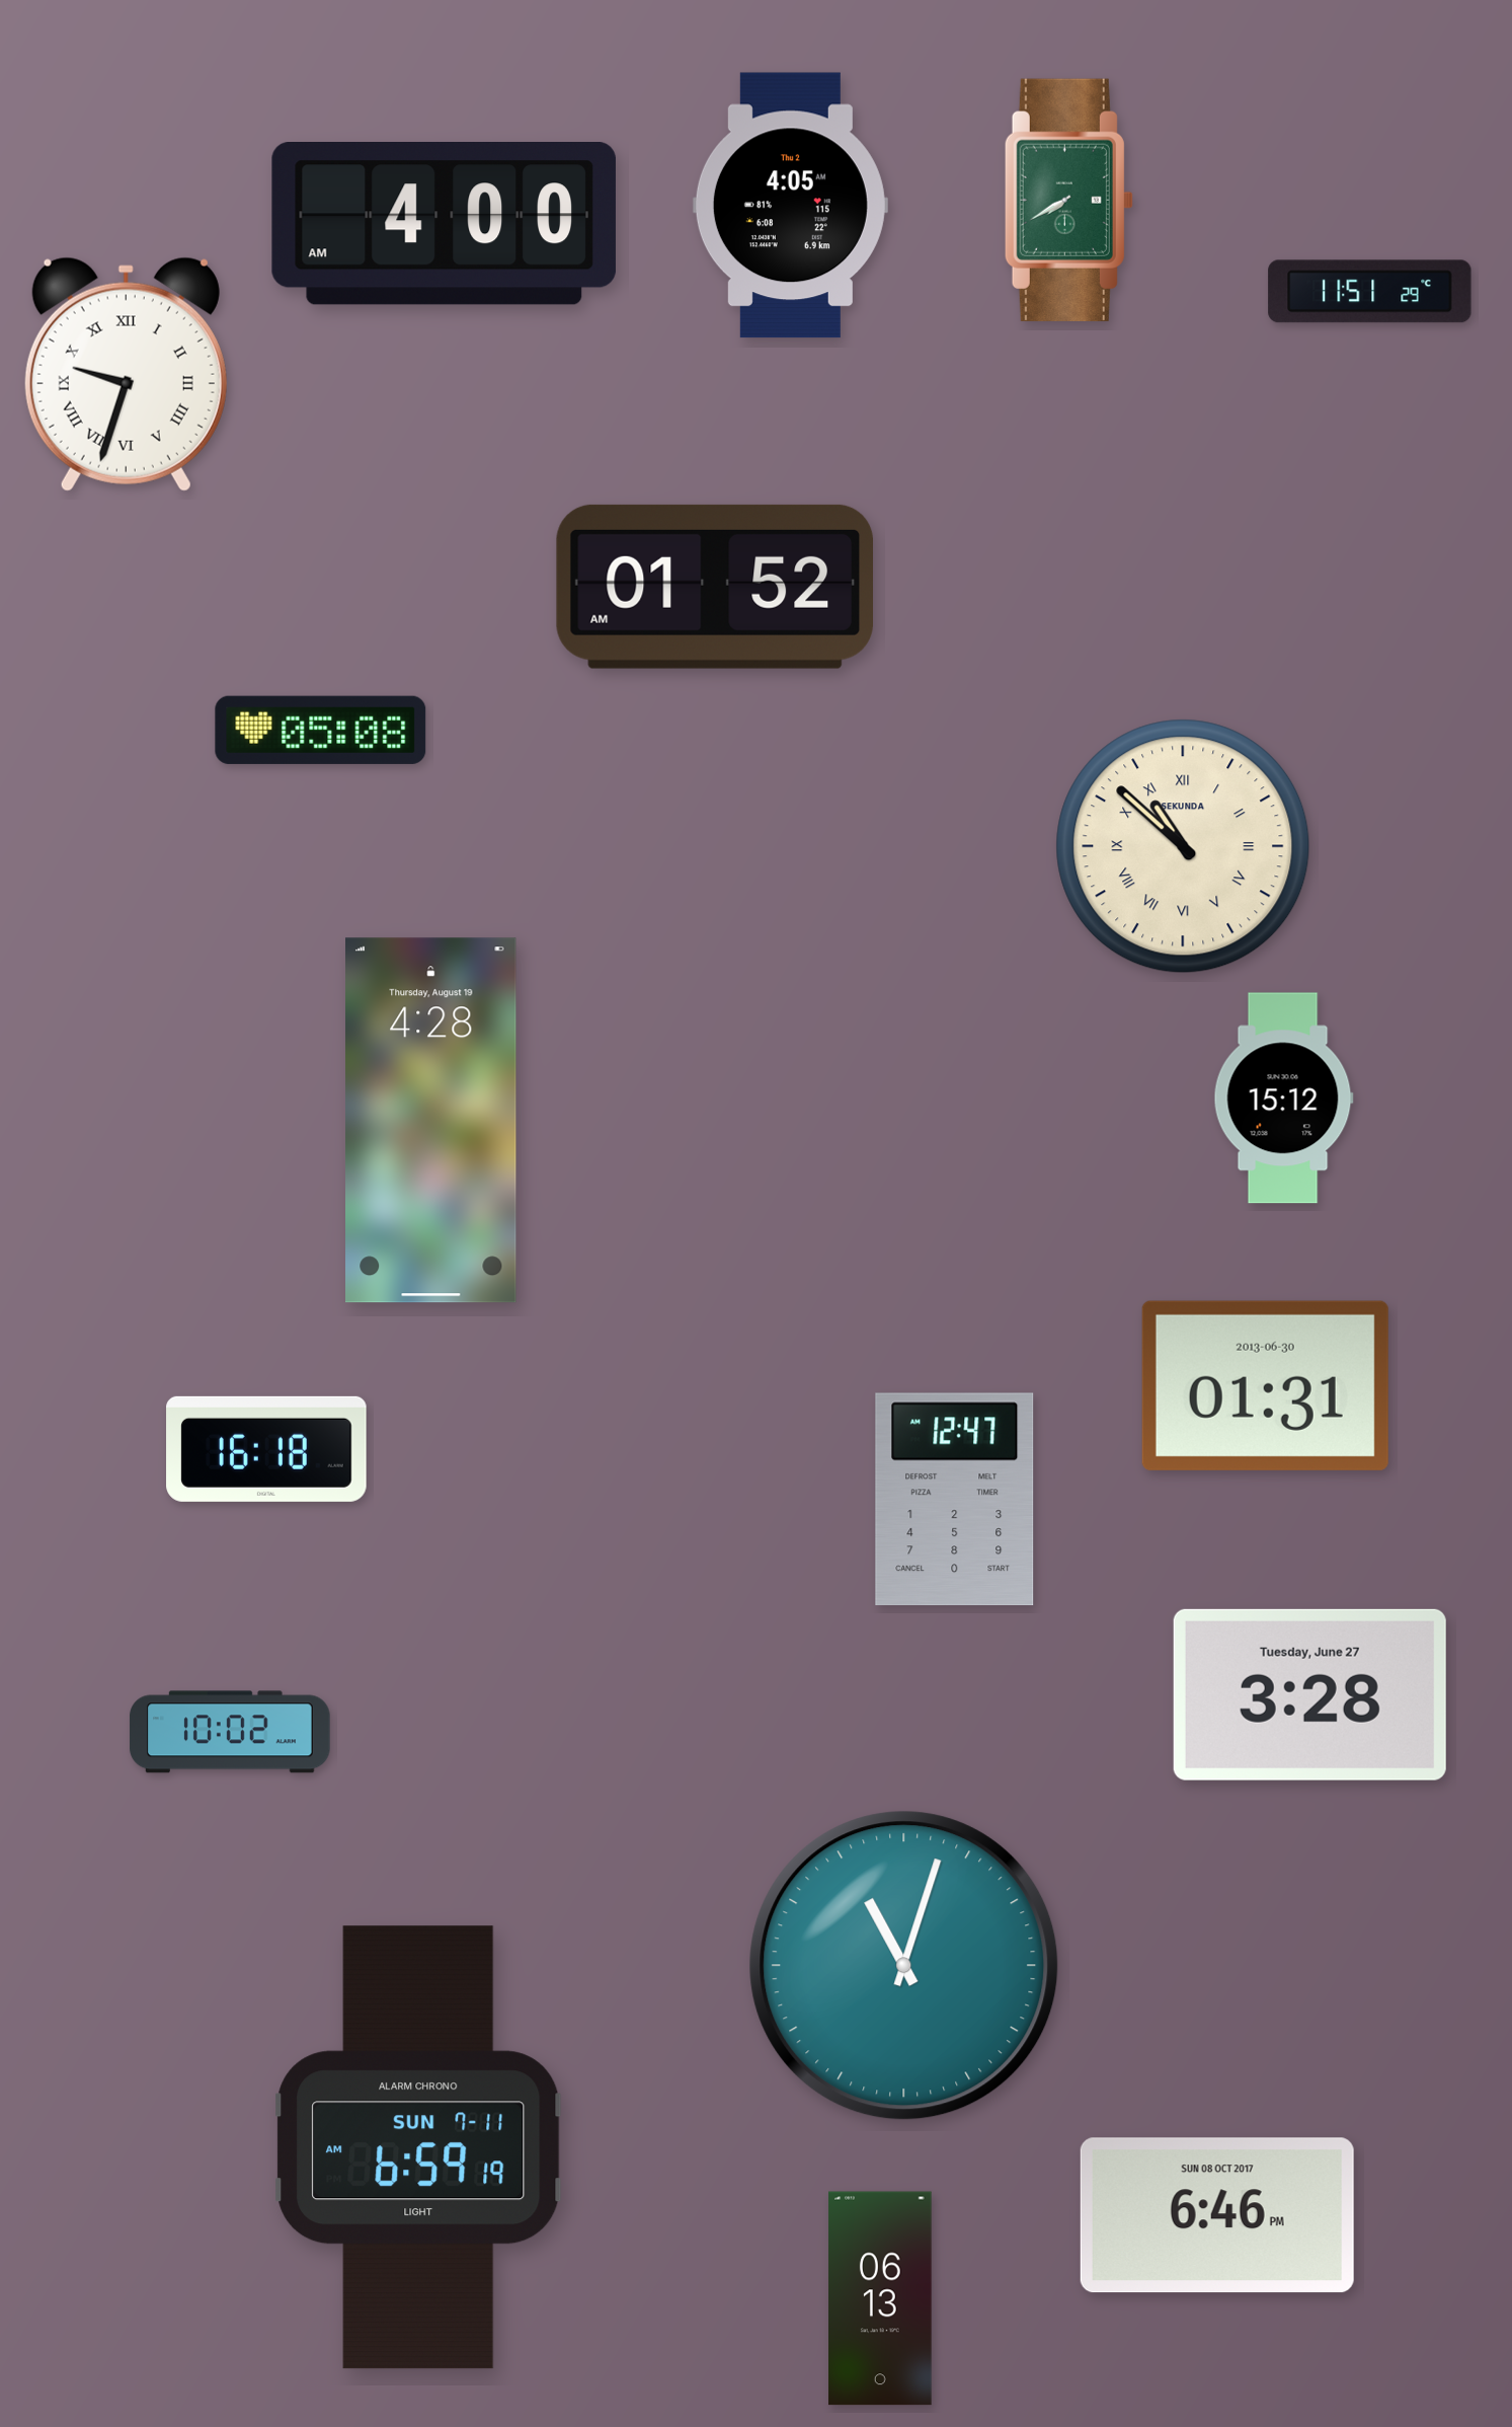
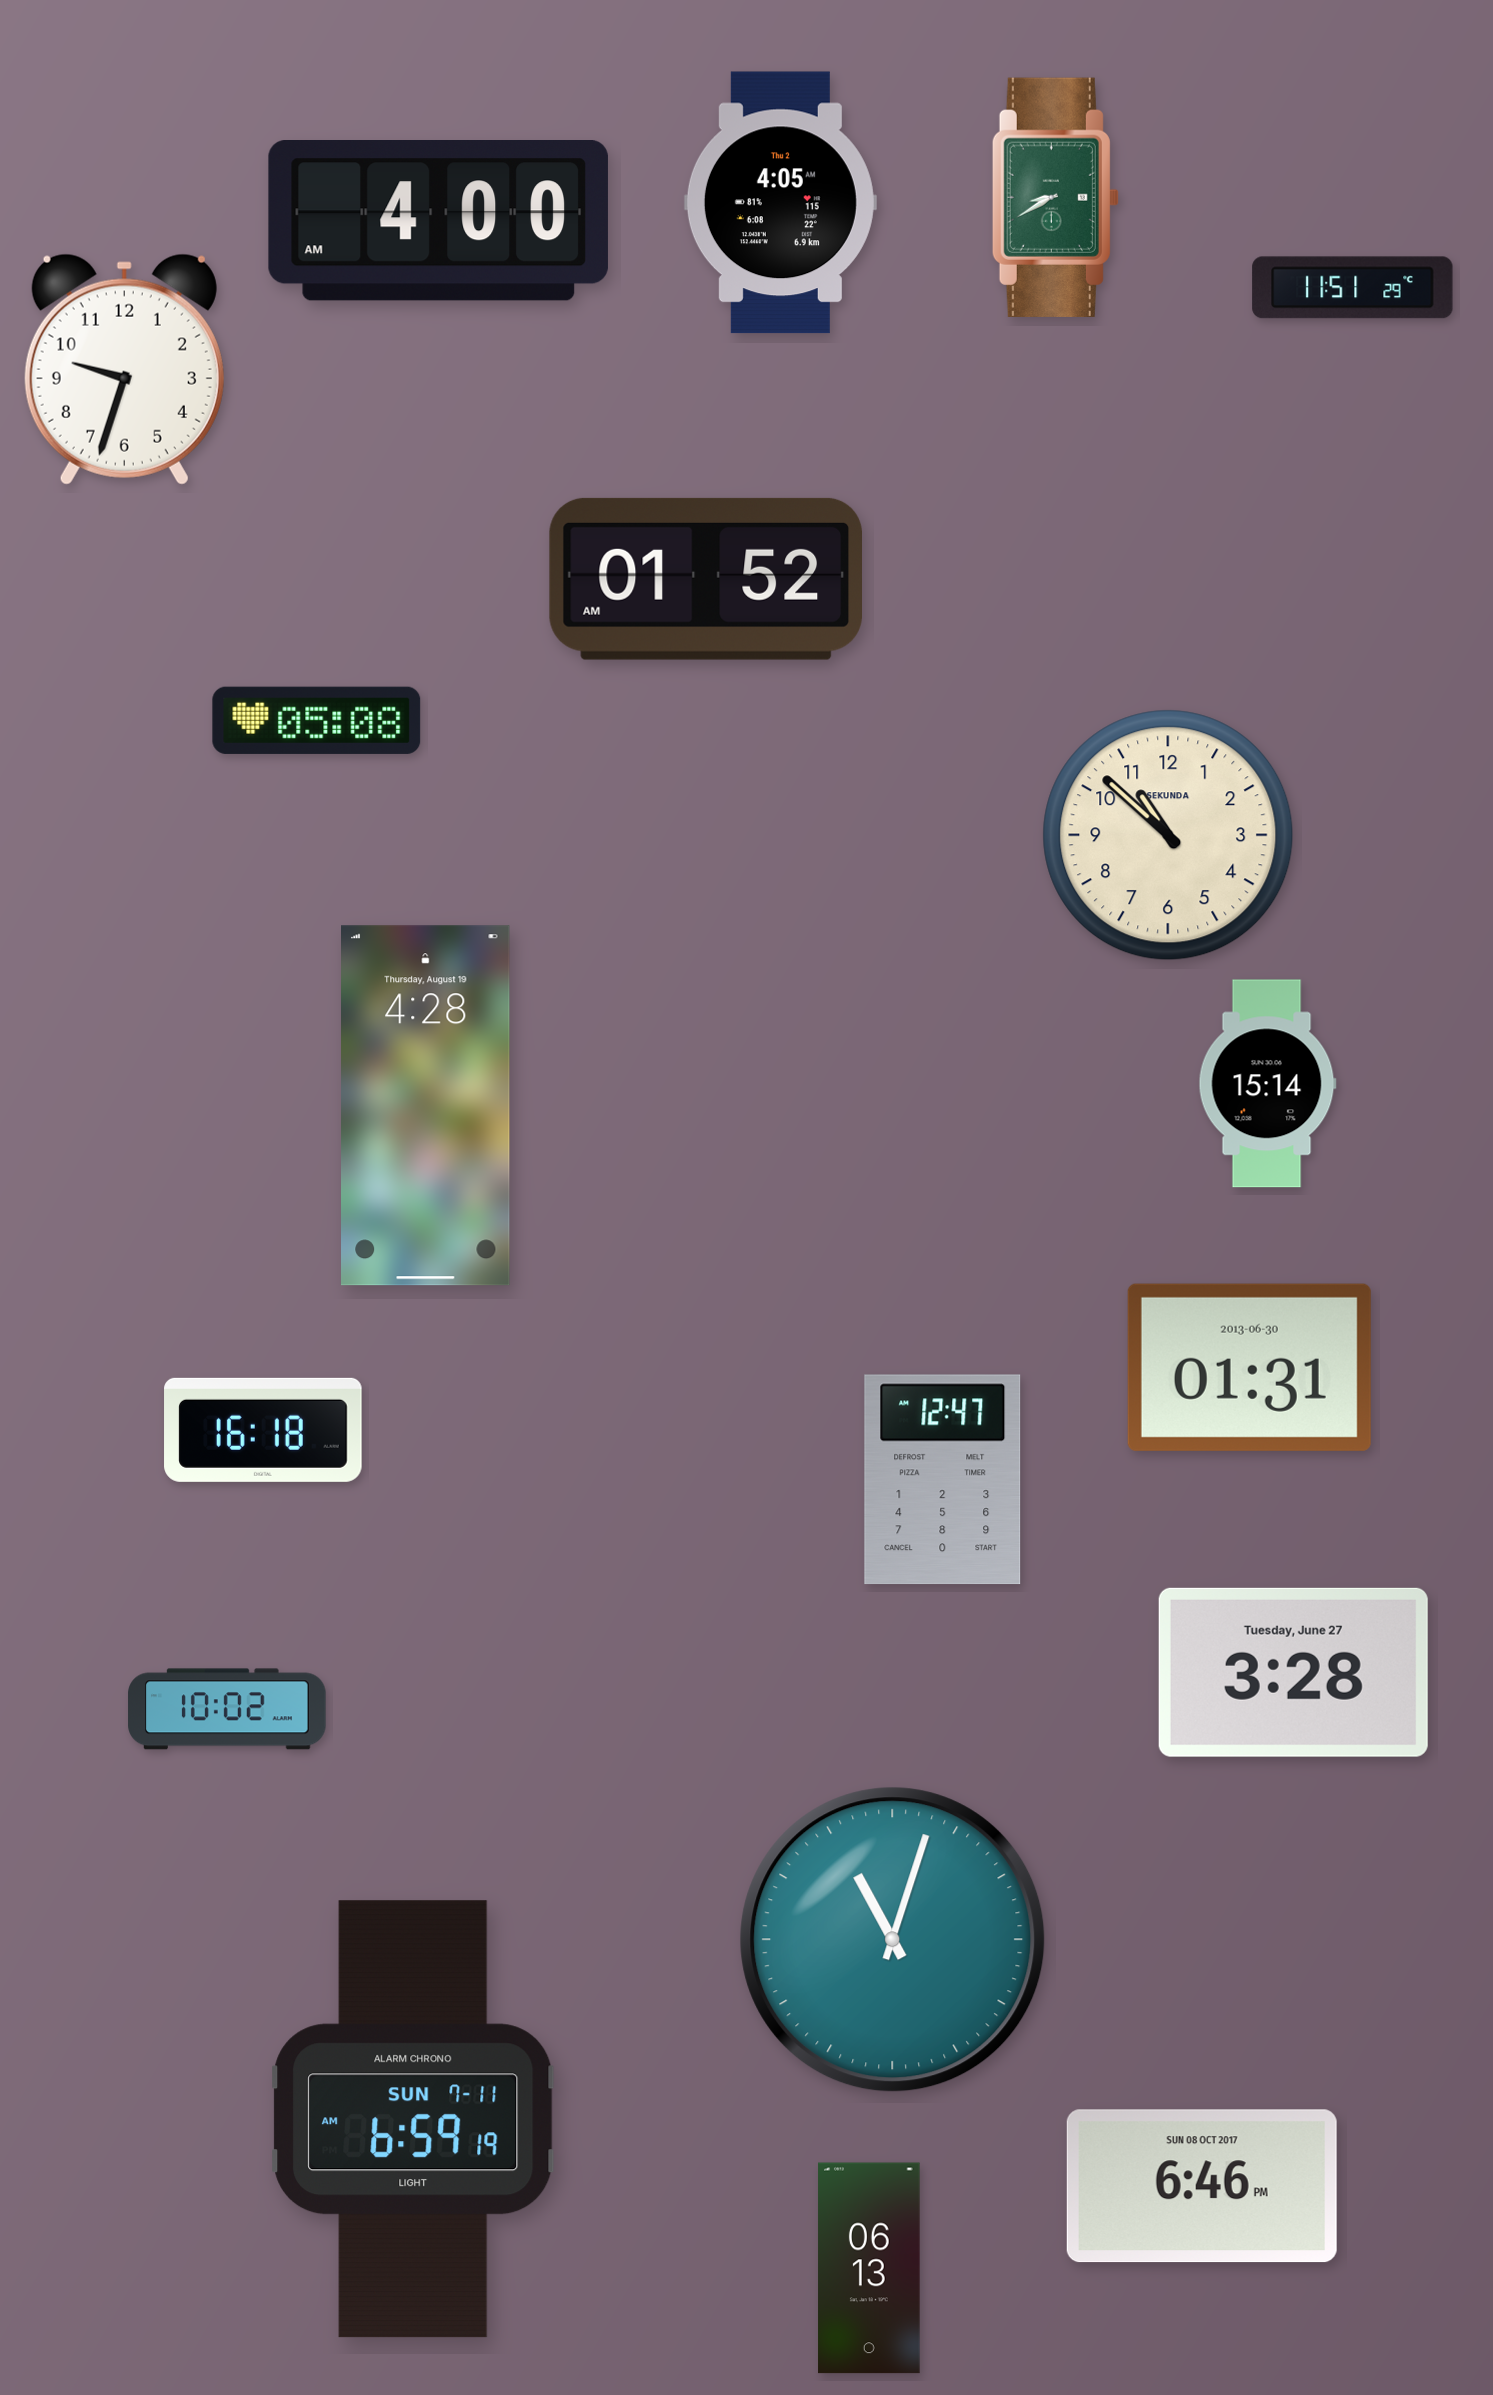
clock at (1068, 200): 7:40 -> 8:40
clock at (126, 374) numerals: Roman -> Arabic
clock at (1183, 846) numerals: Roman -> Arabic
clock at (1283, 1098): 15:12 -> 15:14
